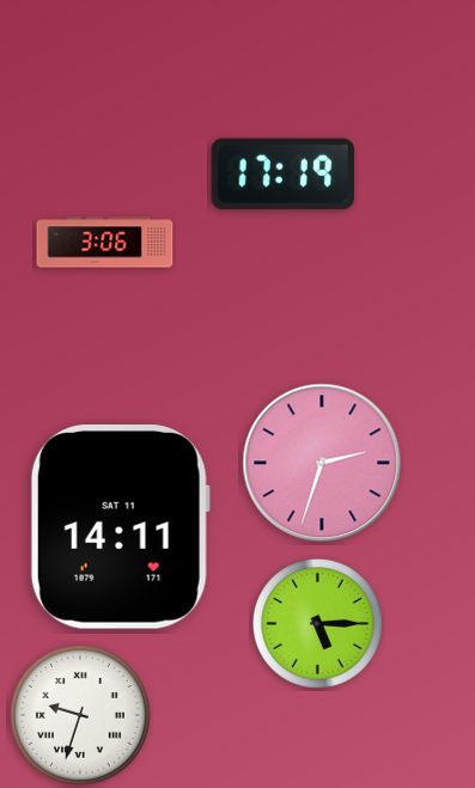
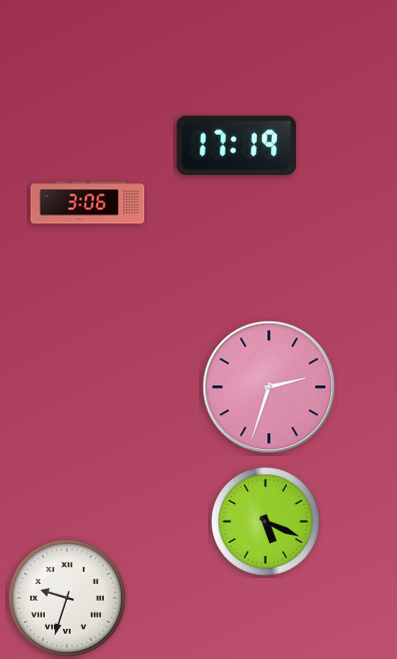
clock at (120, 527): 14:11 -> none
clock at (318, 624): 5:15 -> 5:19
